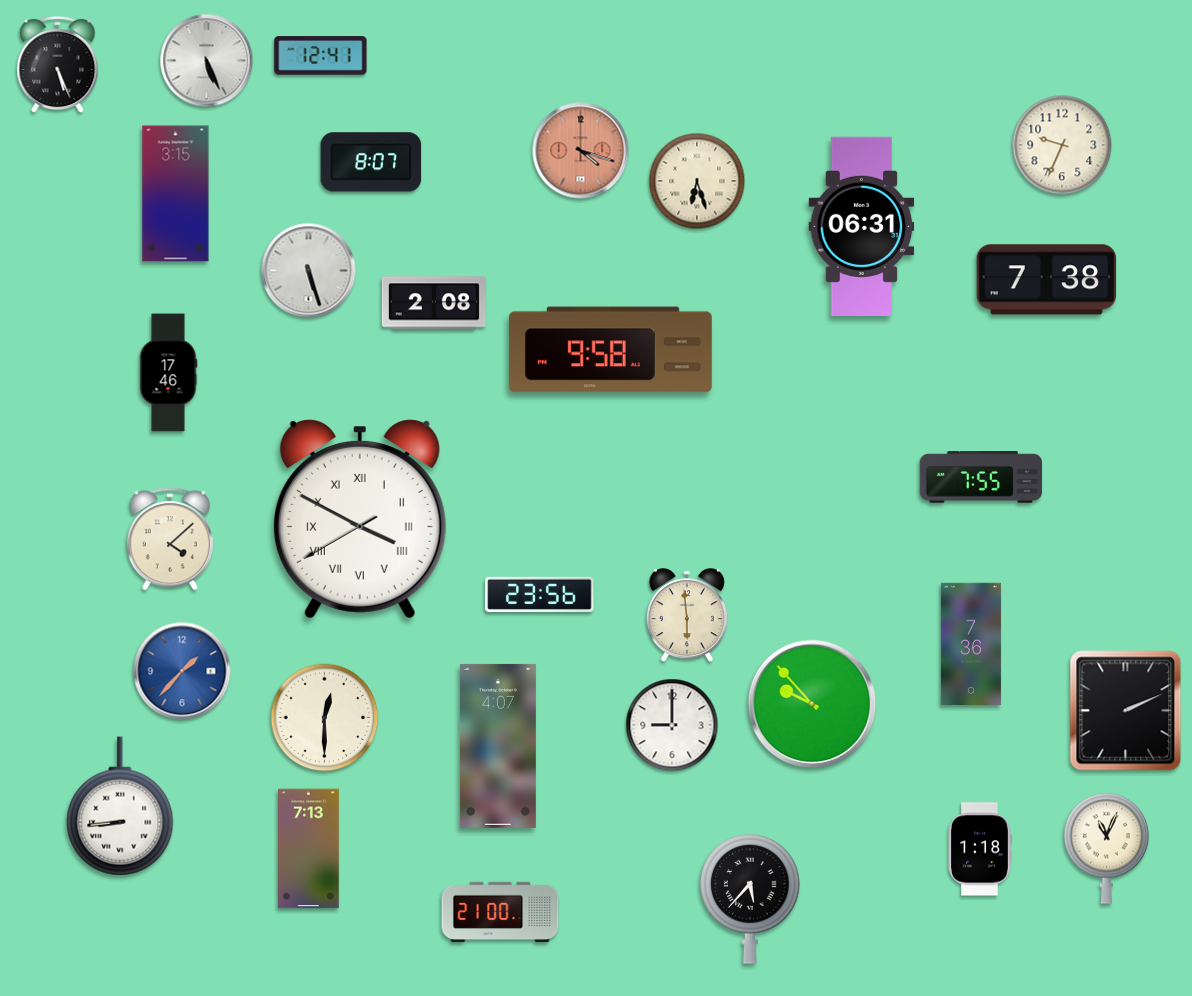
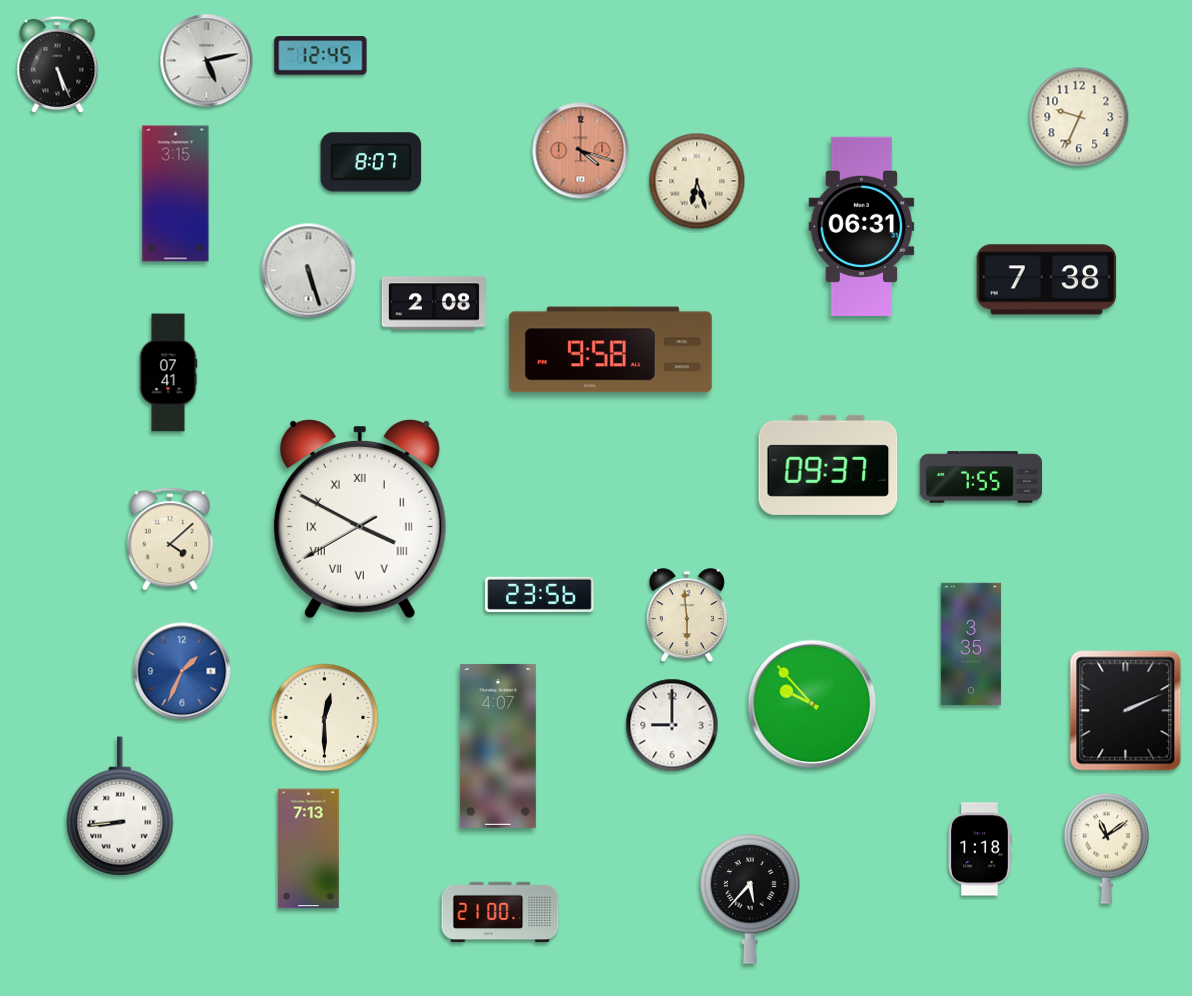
clock at (321, 56): 12:41 -> 12:45
clock at (207, 61): 5:26 -> 5:13
clock at (1062, 145) position: (1062, 145) -> (1079, 117)
clock at (168, 373): 17:46 -> 07:41
clock at (828, 465): none -> 09:37
clock at (971, 643): 7:36 -> 3:35
clock at (182, 671): 1:37 -> 1:34
clock at (1106, 848): 11:04 -> 11:09
